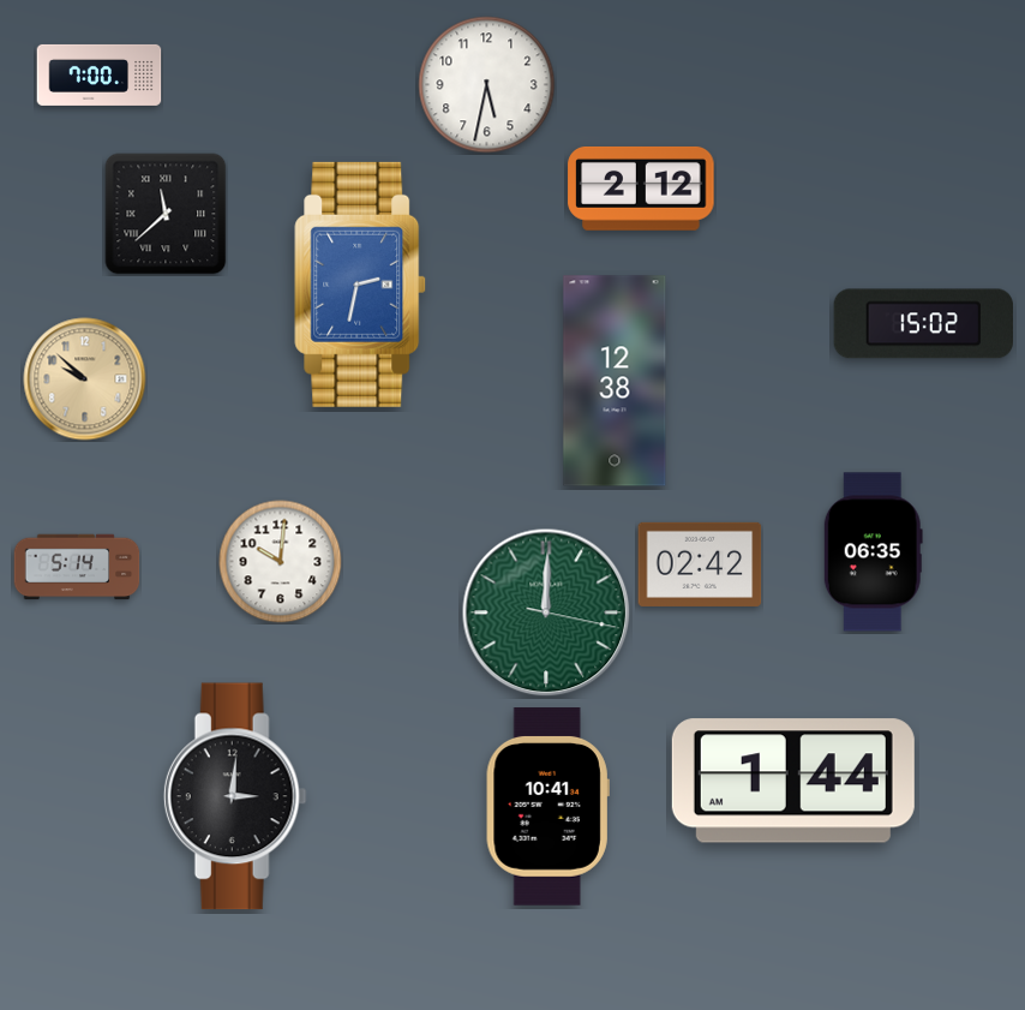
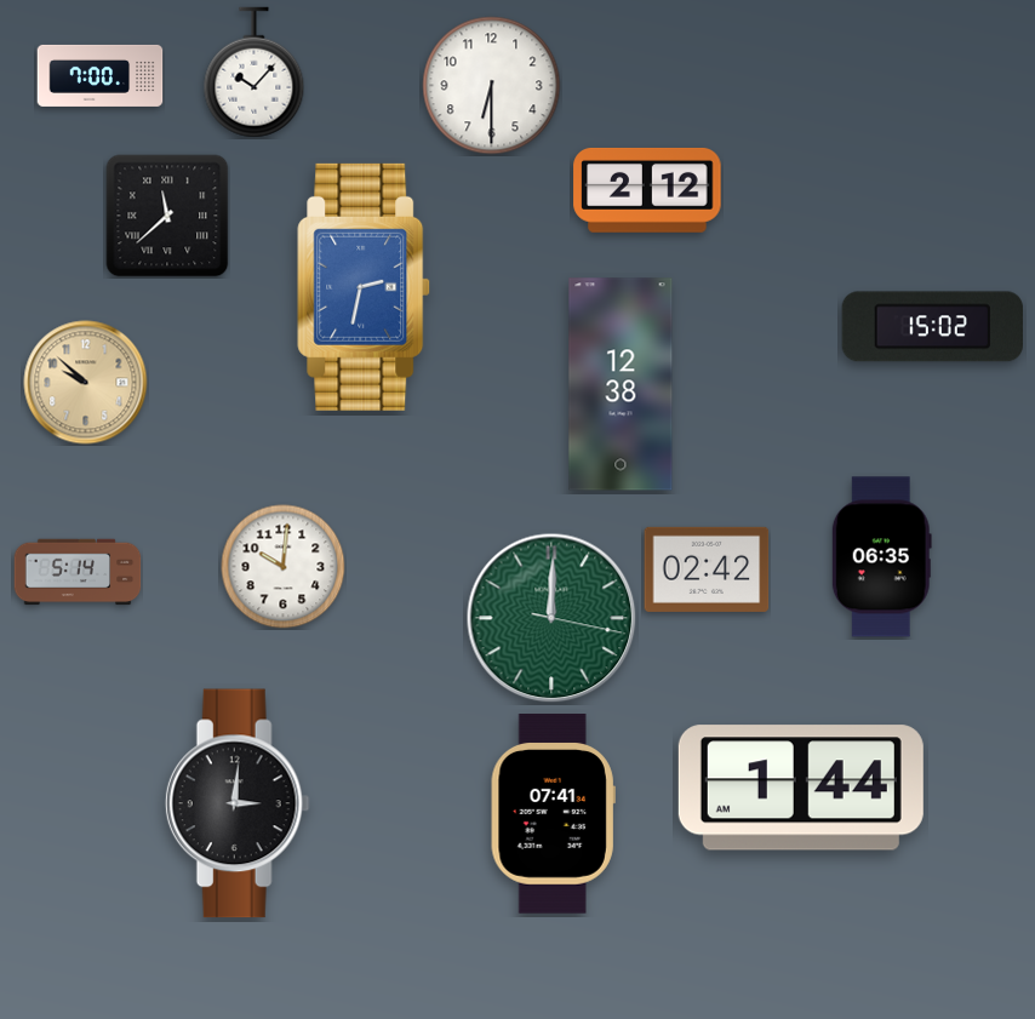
clock at (255, 73): none -> 10:07
clock at (487, 85): 5:32 -> 6:30
clock at (547, 807): 10:41 -> 07:41
